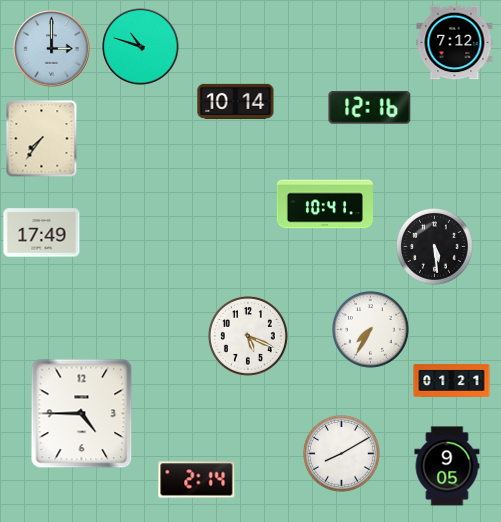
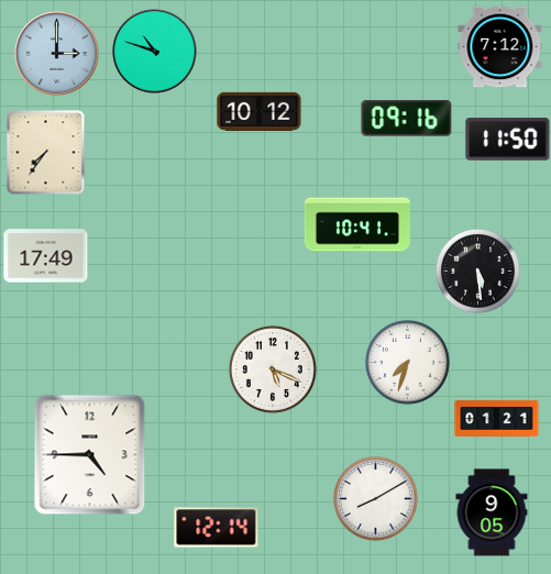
clock at (236, 101): 10:14 -> 10:12
clock at (370, 108): 12:16 -> 09:16
clock at (508, 140): none -> 11:50
clock at (371, 330): 7:35 -> 7:33
clock at (197, 480): 2:14 -> 12:14
